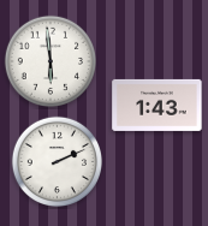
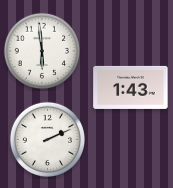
clock at (57, 161) position: (57, 161) -> (47, 139)
